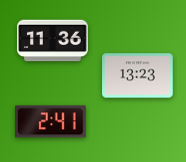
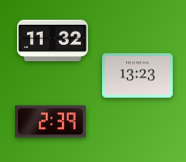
clock at (53, 41): 11:36 -> 11:32
clock at (51, 122): 2:41 -> 2:39
